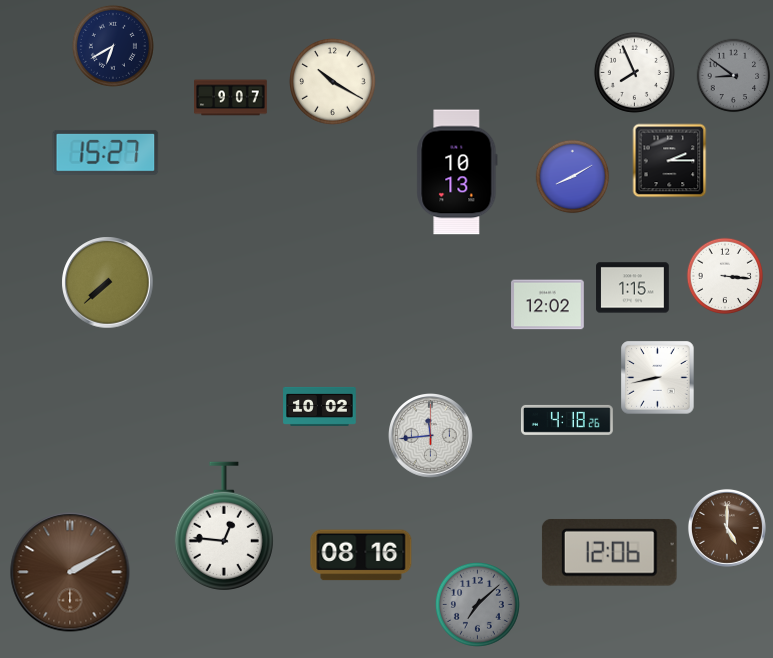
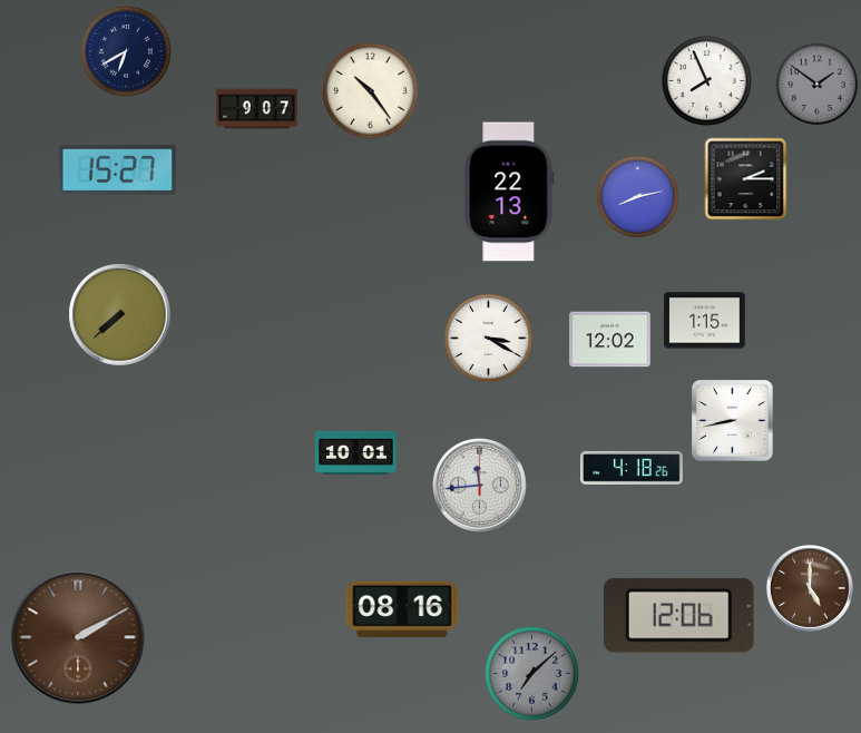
clock at (734, 76): 8:51 -> 1:51
clock at (333, 82): 10:20 -> 10:24
clock at (457, 172): 10:13 -> 22:13
clock at (573, 177): 8:10 -> 8:13
clock at (725, 276): 3:16 -> none
clock at (488, 338): none -> 3:20
clock at (320, 406): 10:02 -> 10:01
clock at (224, 526): 12:46 -> none
clock at (361, 555) position: (361, 555) -> (402, 609)
